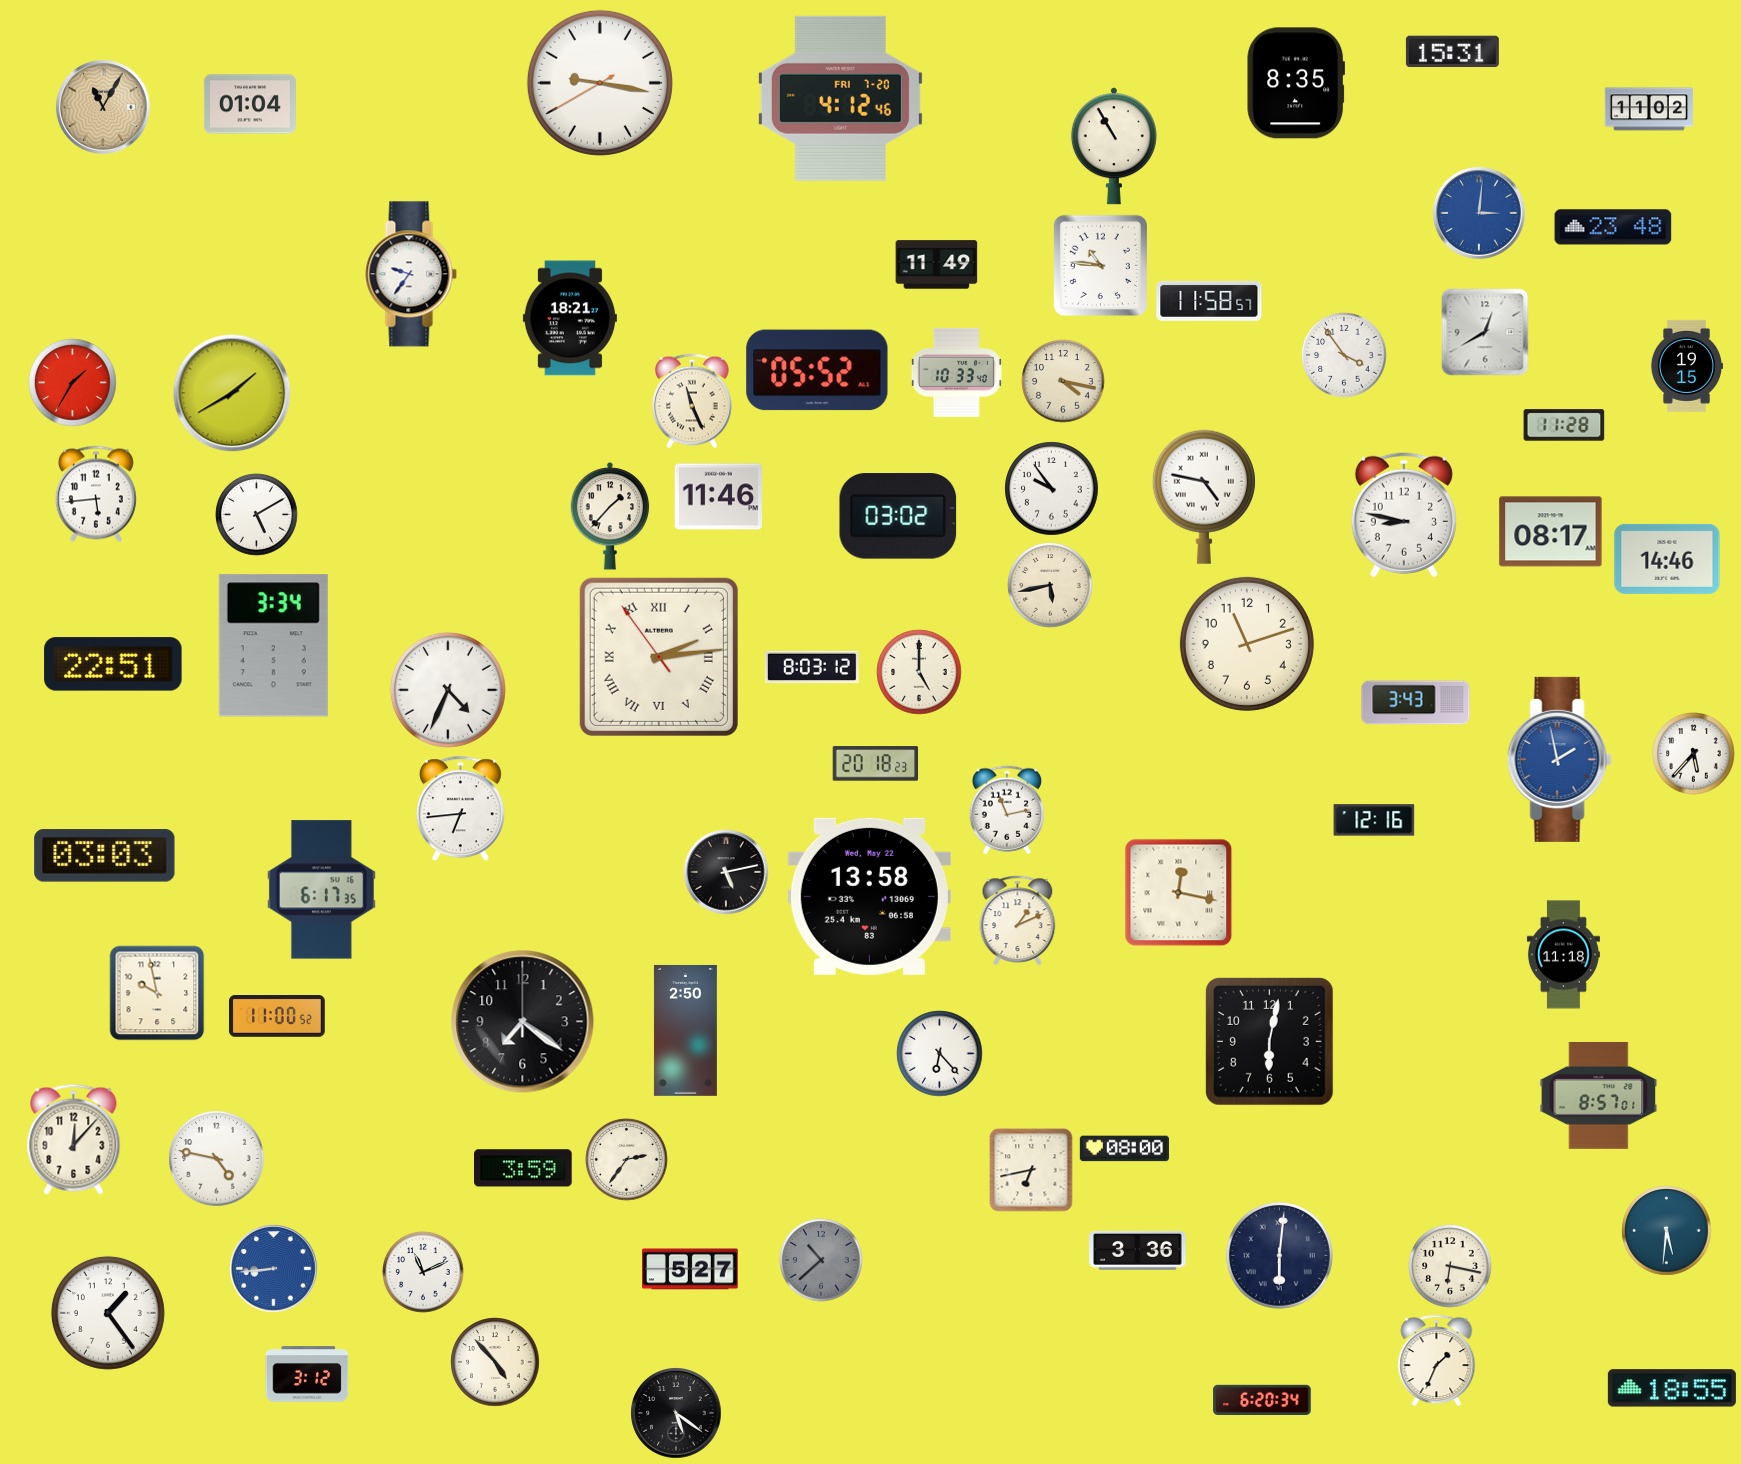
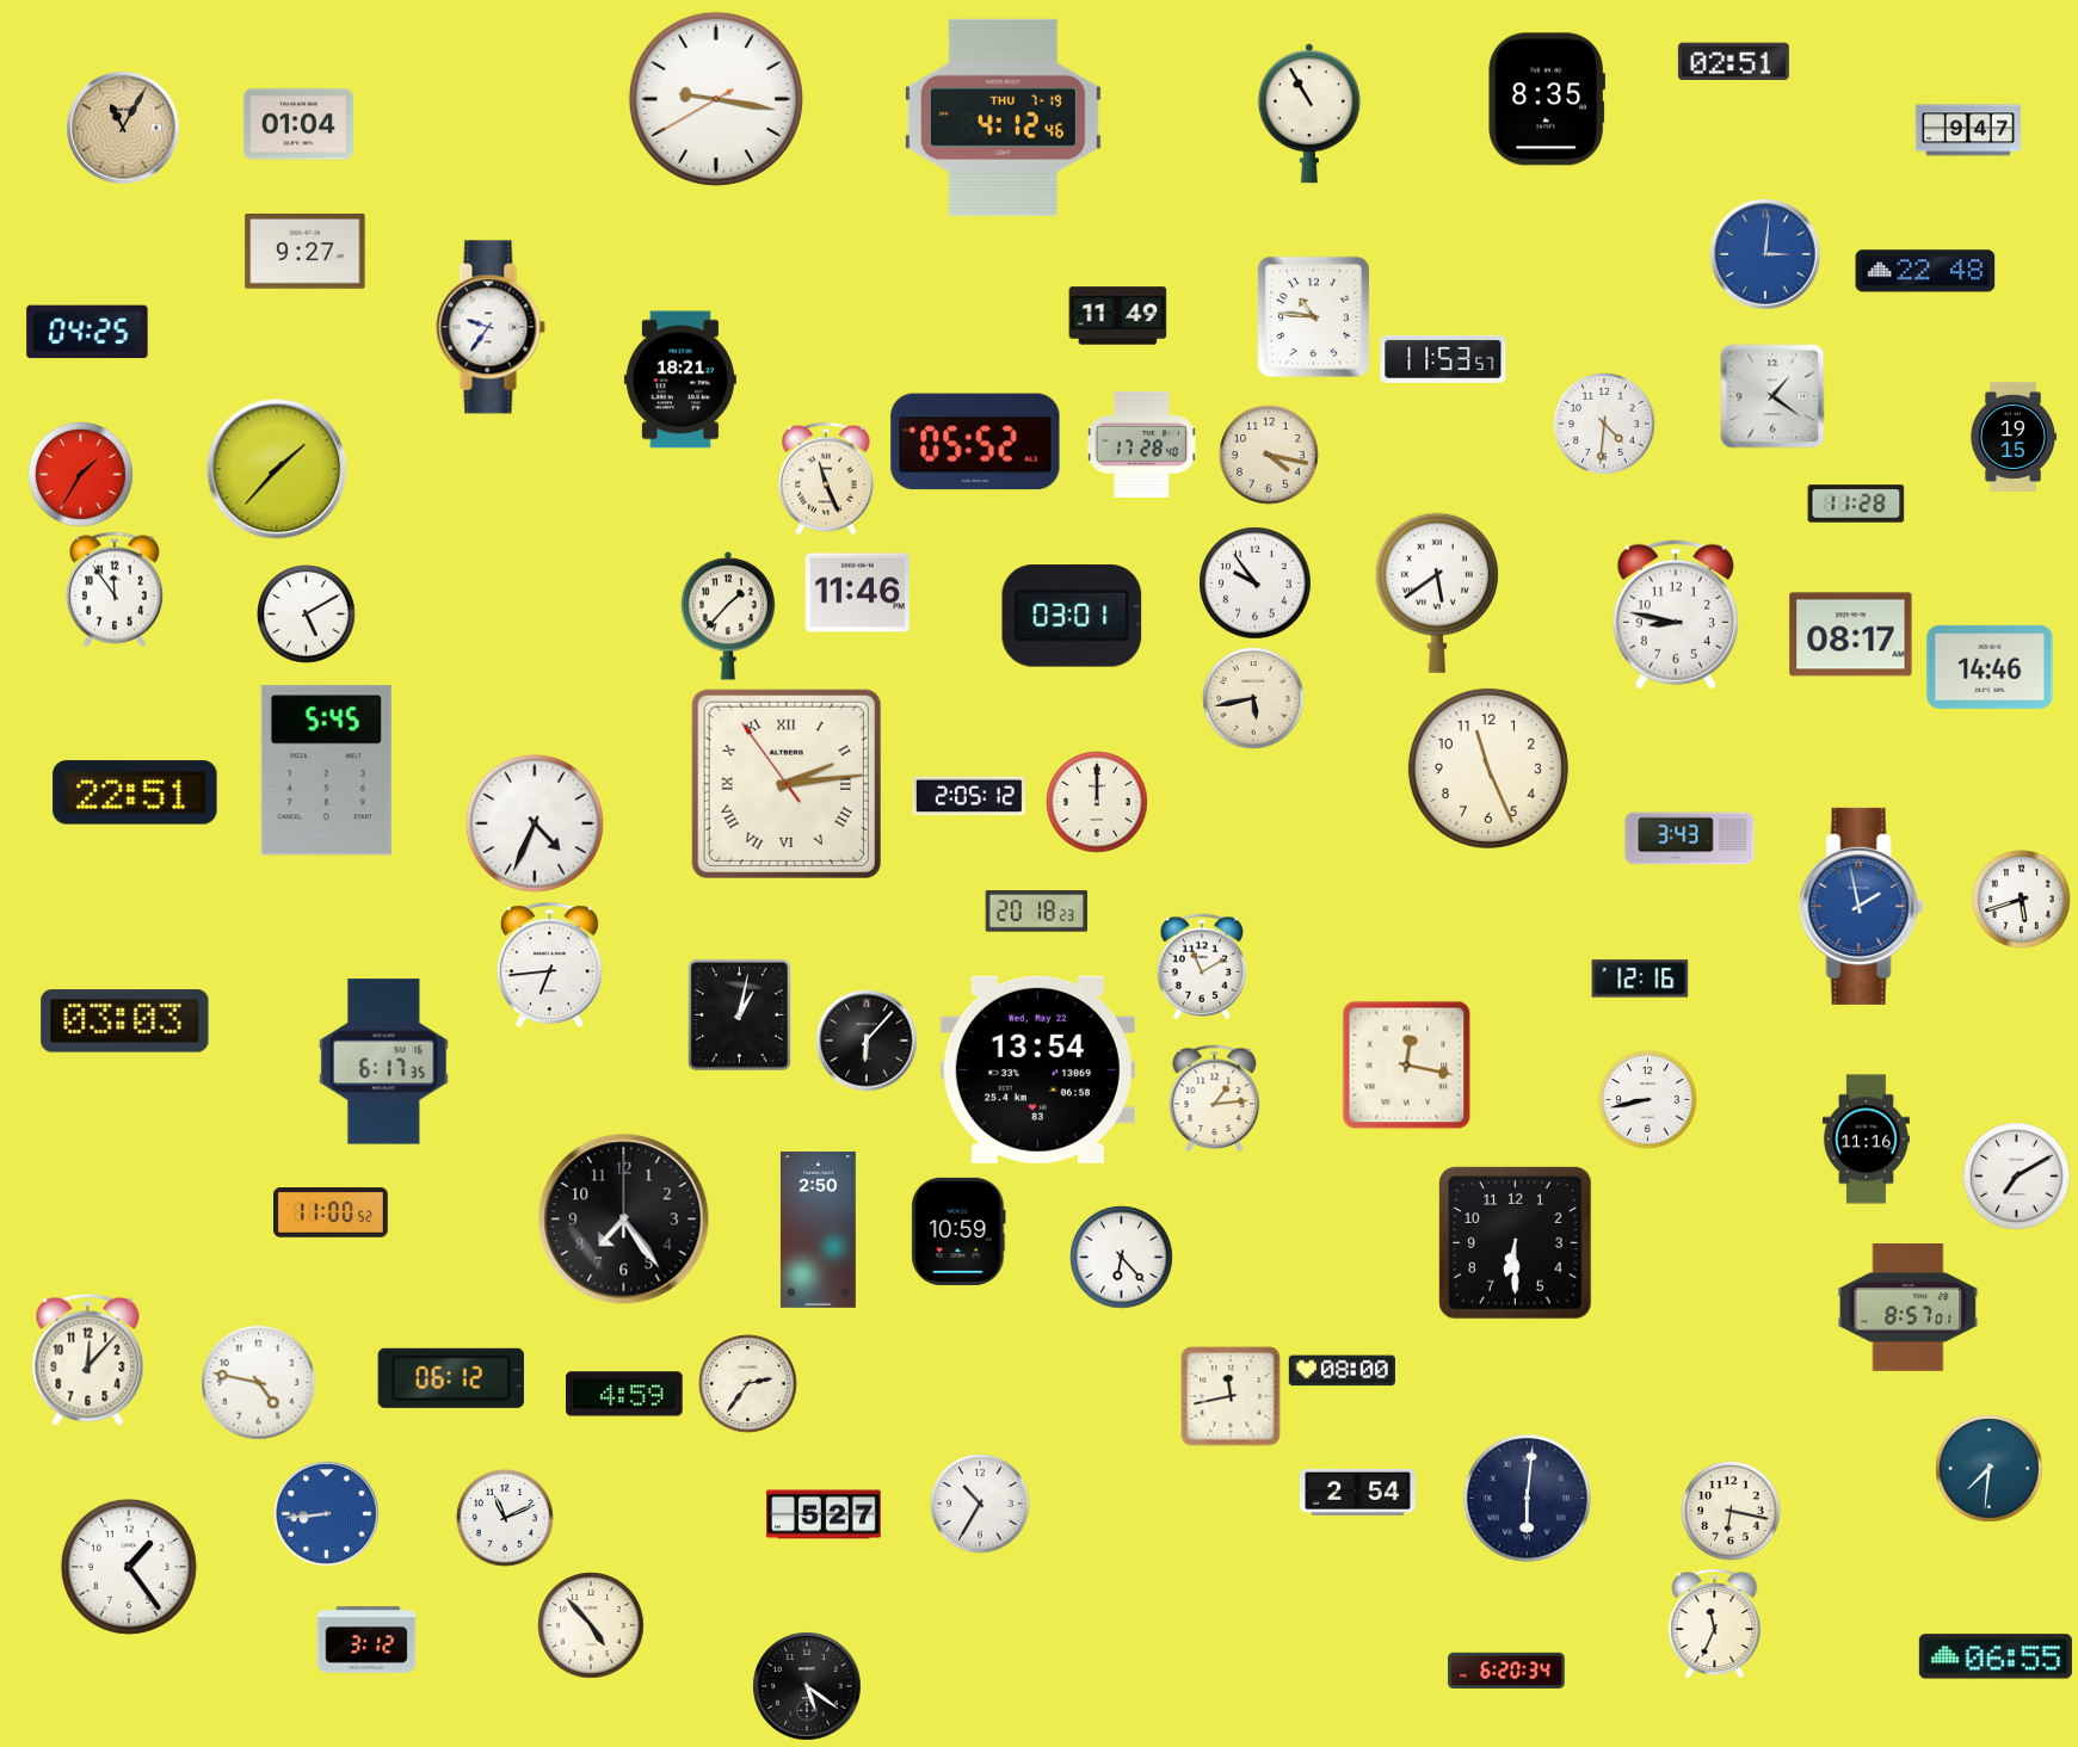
clock at (1452, 52): 15:31 -> 02:51
clock at (840, 98) date: FRI 7-20 -> THU 7-19
clock at (1648, 109): 11:02 -> 9:47
clock at (1114, 146) position: (1114, 146) -> (1309, 113)
clock at (306, 252): none -> 9:27
clock at (1613, 227): 23:48 -> 22:48
clock at (87, 332): none -> 04:25
clock at (1209, 301): 11:58 -> 11:53
clock at (1485, 332): 12:40 -> 1:21
clock at (1344, 355): 3:54 -> 4:31
clock at (956, 372): 10:33 -> 17:28
clock at (73, 383) position: (73, 383) -> (81, 475)
clock at (232, 393): 1:40 -> 1:37
clock at (1564, 425) position: (1564, 425) -> (1856, 504)
clock at (96, 494): 5:44 -> 11:54
clock at (1204, 497): 4:47 -> 5:39
clock at (898, 516): 03:02 -> 03:01
clock at (1247, 644): 11:12 -> 11:26
clock at (273, 646): 3:34 -> 5:45
clock at (812, 667): 8:03 -> 2:05
clock at (919, 672): 5:00 -> 12:00
clock at (1694, 754): 5:37 -> 5:42
clock at (876, 764) position: (876, 764) -> (1037, 912)
clock at (1006, 810): 11:13 -> 11:10
clock at (739, 1014): none -> 1:02
clock at (726, 872): 5:13 -> 6:07
clock at (869, 896): 13:58 -> 13:54
clock at (1018, 920): 1:11 -> 1:14
clock at (1648, 1100): none -> 8:43
clock at (1563, 955): 11:18 -> 11:16
clock at (2017, 1177): none -> 7:10
clock at (157, 993): 9:58 -> none
clock at (523, 1022): 7:21 -> 7:24
clock at (958, 1231): none -> 10:59
clock at (1270, 1042): 6:02 -> 6:30
clock at (451, 1378): none -> 06:12
clock at (523, 1168): 3:59 -> 4:59
clock at (1031, 1170): 6:43 -> 11:43
clock at (1667, 1231): 5:31 -> 7:31
clock at (1138, 1251): 3:36 -> 2:54
clock at (821, 1260): 10:38 -> 10:35
clock at (821, 1260) dial: grey -> white
clock at (1437, 1361): 1:34 -> 11:34
clock at (1672, 1388): 18:55 -> 06:55
